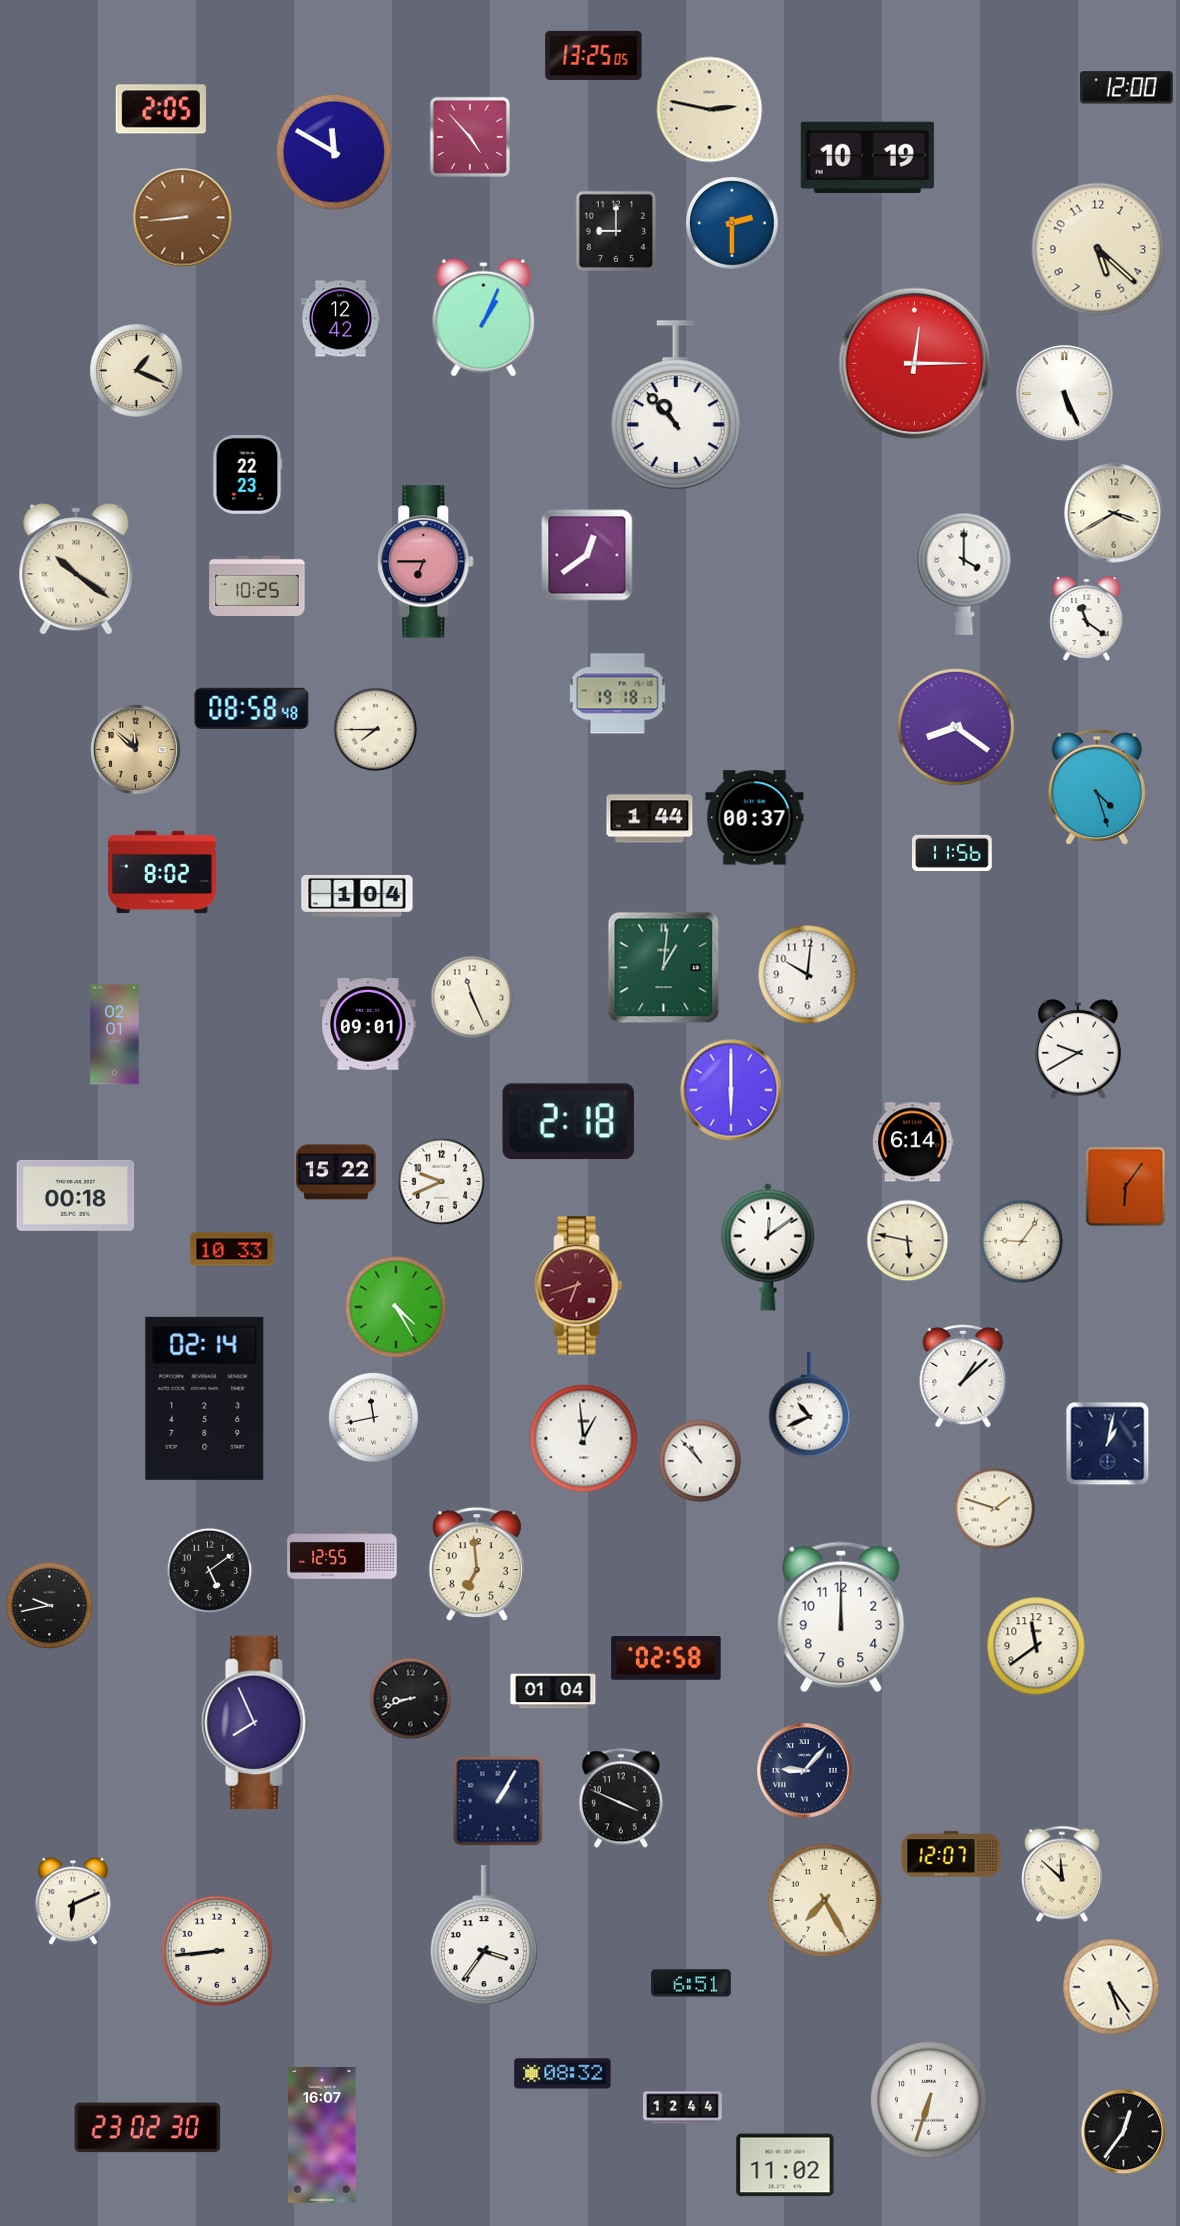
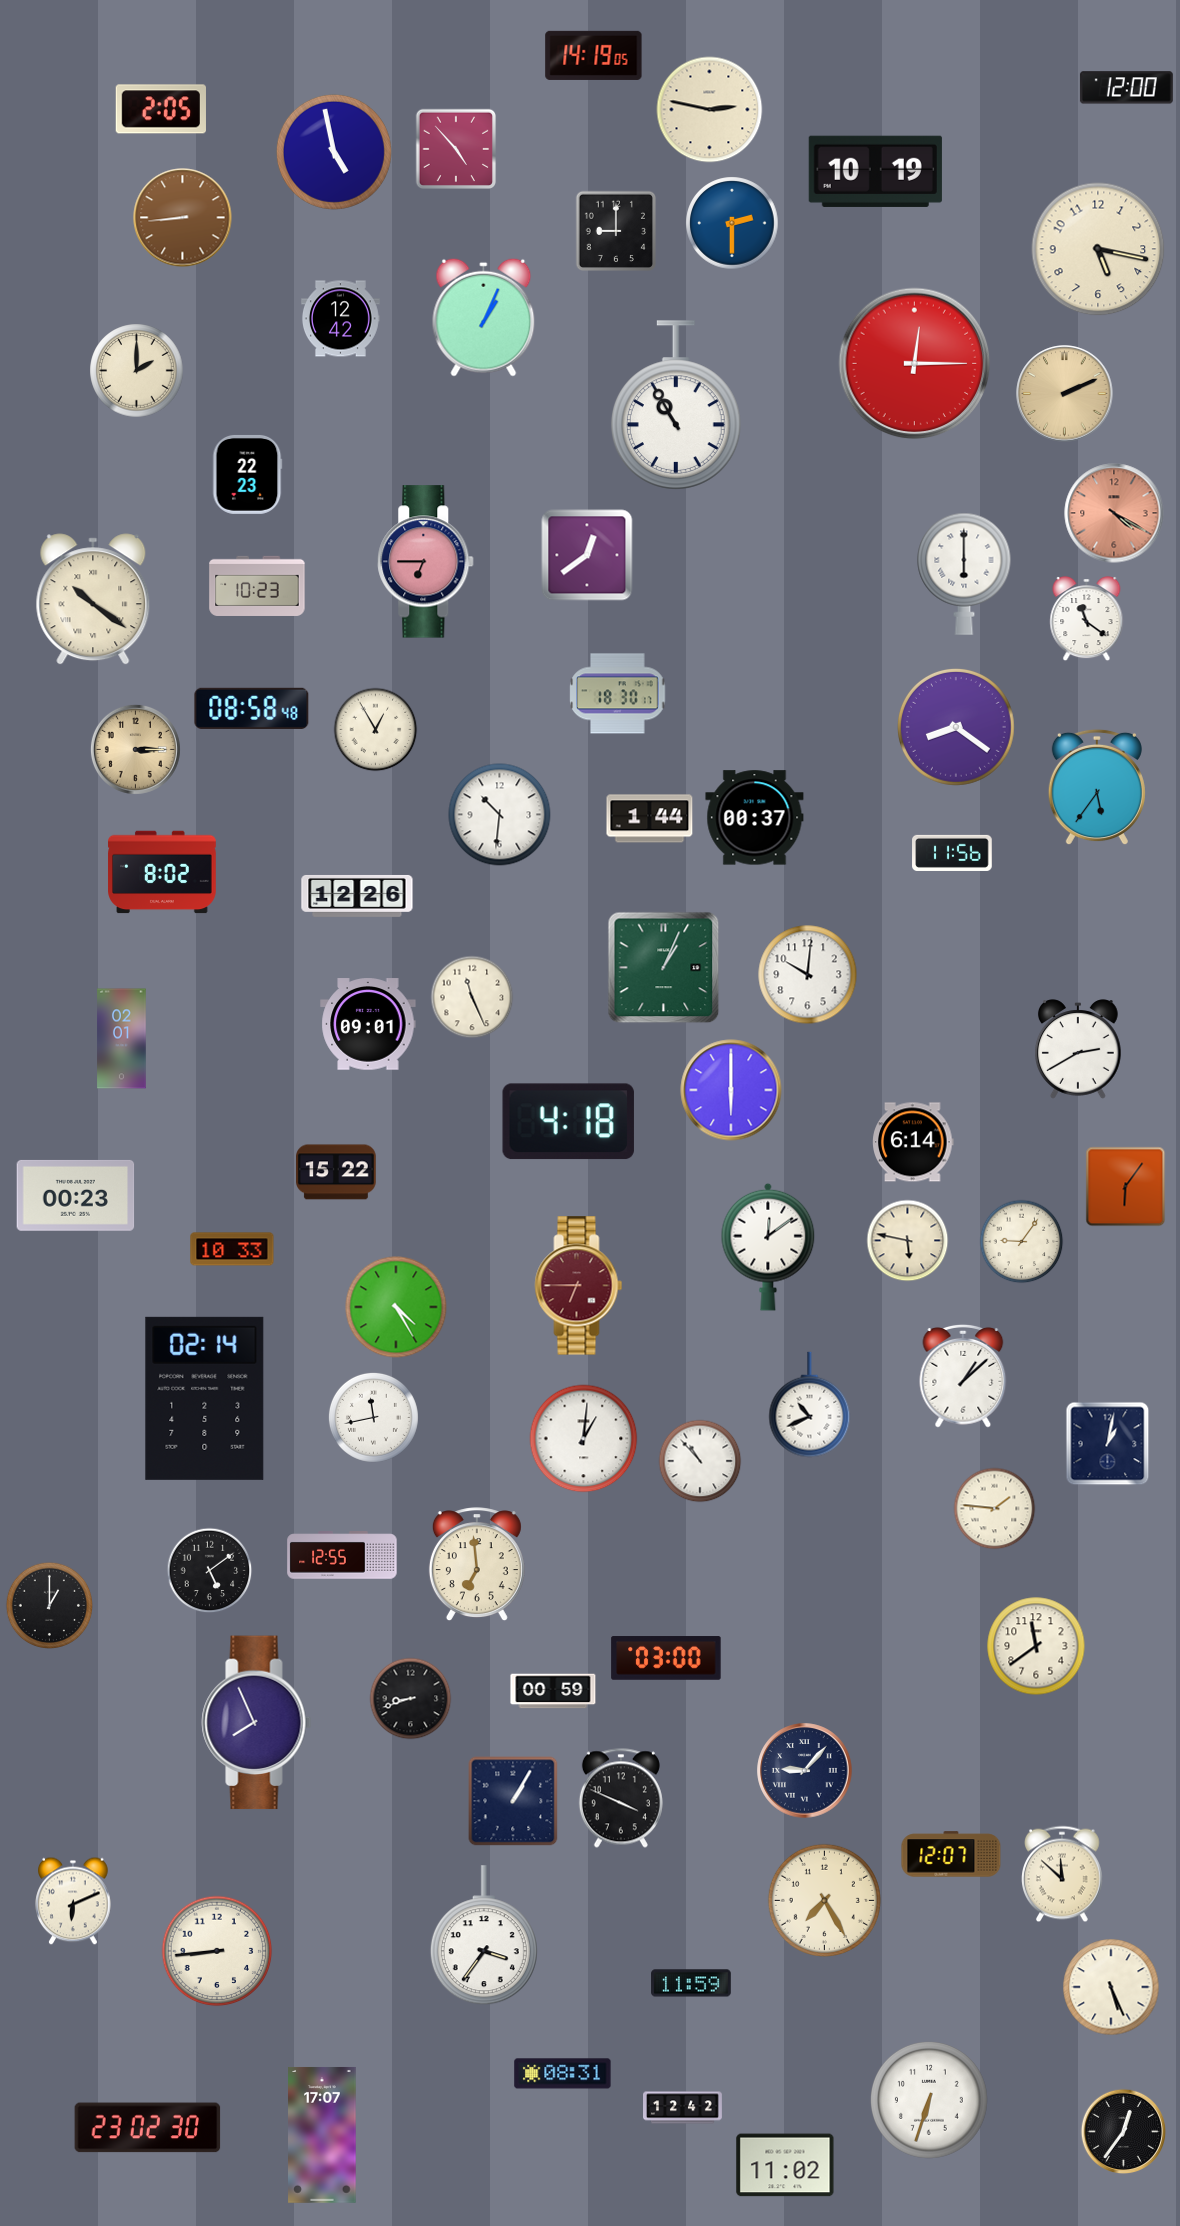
clock at (594, 55): 13:25 -> 14:19
clock at (470, 137) position: (470, 137) -> (456, 149)
clock at (334, 152): 11:50 -> 4:58
clock at (867, 157) position: (867, 157) -> (875, 171)
clock at (1098, 249): 5:22 -> 5:17
clock at (137, 371): 1:19 -> 2:00
clock at (1065, 394): 5:26 -> 2:11
clock at (1065, 394) dial: white -> champagne
clock at (676, 405): 10:53 -> 10:55
clock at (1114, 513): 3:40 -> 4:20
clock at (1114, 513) dial: cream -> salmon
clock at (76, 569) position: (76, 569) -> (93, 599)
clock at (964, 574): 4:00 -> 6:00
clock at (257, 586): 10:25 -> 10:23
clock at (618, 694): 19:18 -> 18:30
clock at (376, 730): 7:45 -> 12:55
clock at (135, 749): 11:52 -> 3:15
clock at (1097, 787): 4:27 -> 5:36
clock at (500, 815): none -> 10:31
clock at (357, 896): 1:04 -> 12:26
clock at (664, 968): 1:01 -> 1:04
clock at (115, 1035) position: (115, 1035) -> (122, 1039)
clock at (1079, 1049): 9:40 -> 2:40
clock at (568, 1122): 2:18 -> 4:18
clock at (442, 1182): 9:41 -> none
clock at (76, 1195): 00:18 -> 00:23
clock at (579, 1286): 6:42 -> 6:45
clock at (584, 1439): 12:59 -> 1:01
clock at (995, 1509): 1:48 -> 1:46
clock at (50, 1606): 9:43 -> 1:00
clock at (841, 1617): 12:00 -> none
clock at (666, 1658): 02:58 -> 03:00
clock at (553, 1691): 01:04 -> 00:59
clock at (498, 1801) position: (498, 1801) -> (513, 1801)
clock at (691, 1983): 6:51 -> 11:59
clock at (1111, 1987): 5:24 -> 5:26
clock at (563, 2074): 08:32 -> 08:31
clock at (683, 2108): 12:44 -> 12:42
clock at (322, 2135): 16:07 -> 17:07
